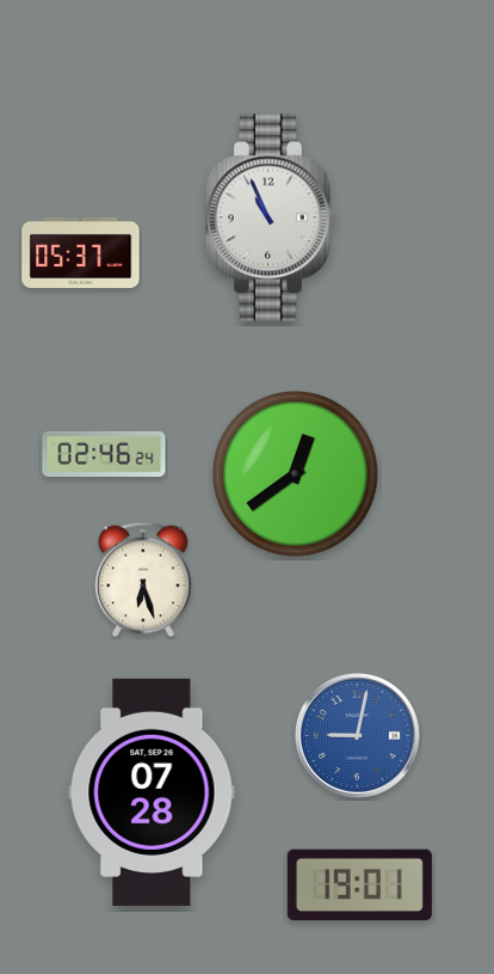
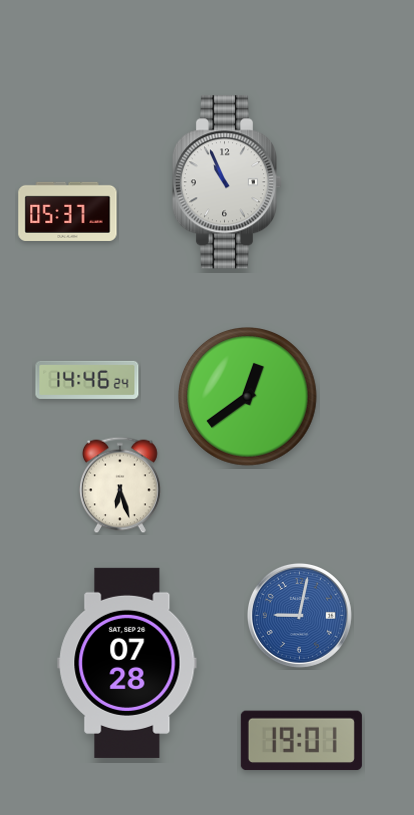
clock at (104, 454): 02:46 -> 14:46
